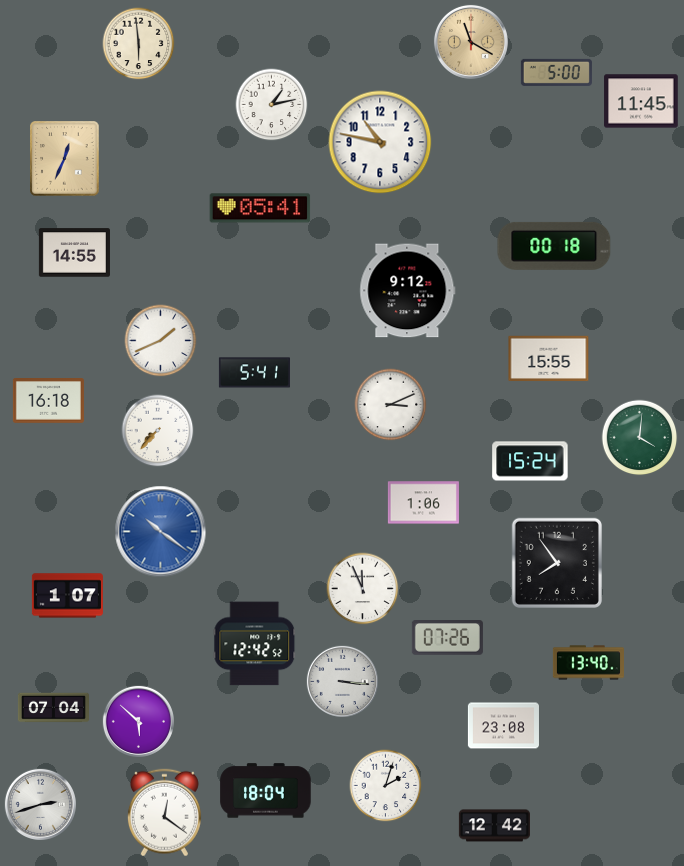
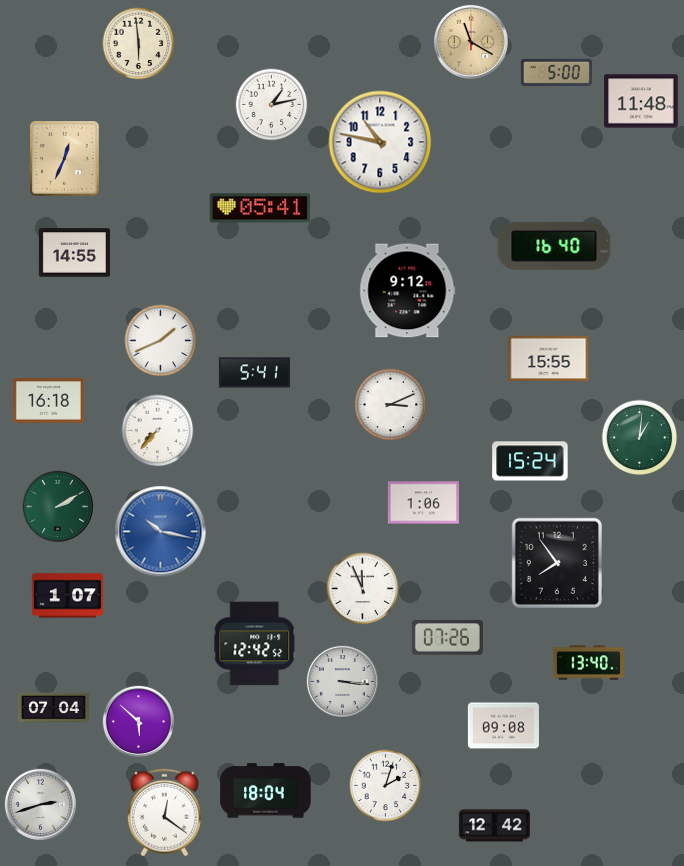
clock at (641, 101): 11:45 -> 11:48
clock at (554, 246): 00:18 -> 16:40
clock at (640, 438): 4:01 -> 1:01
clock at (57, 506): none -> 2:10
clock at (161, 532): 10:21 -> 10:17
clock at (503, 726): 23:08 -> 09:08
